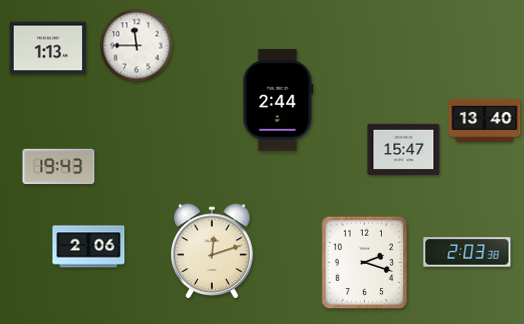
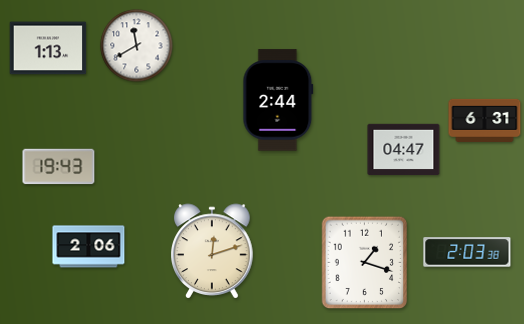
clock at (137, 46): 11:45 -> 11:40
clock at (485, 120): 13:40 -> 6:31
clock at (404, 150): 15:47 -> 04:47
clock at (365, 263): 2:18 -> 1:18
